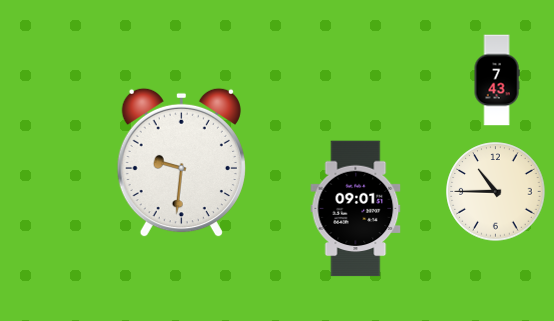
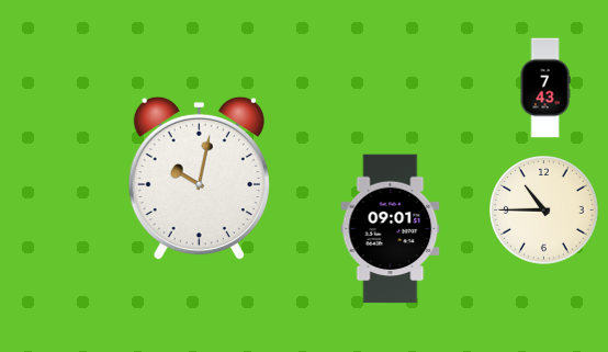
clock at (181, 163): 9:31 -> 10:02
